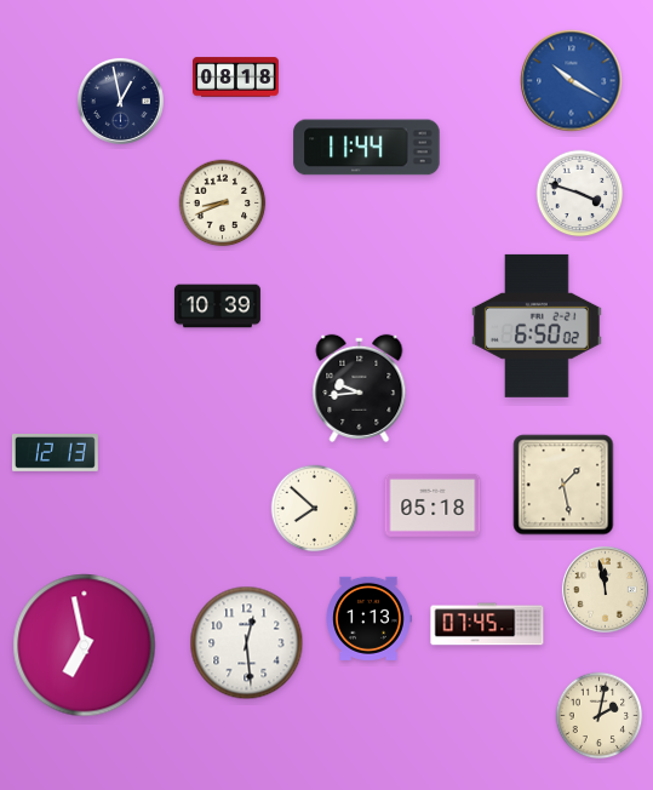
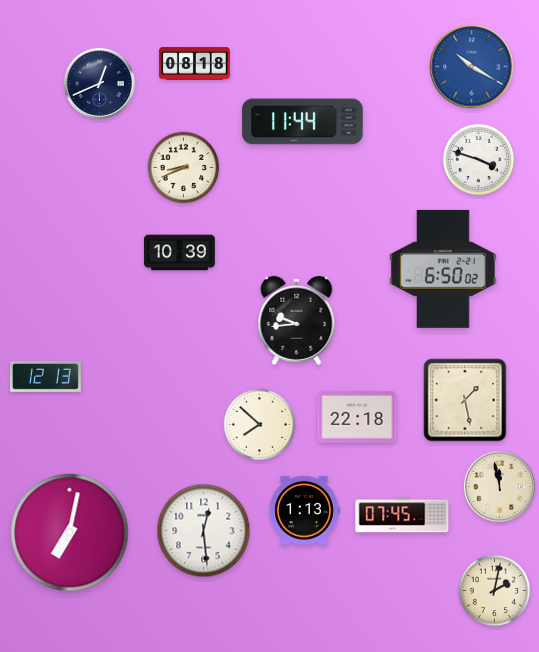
clock at (120, 101): 12:58 -> 12:41
clock at (55, 453) position: (55, 453) -> (45, 377)
clock at (433, 505): 05:18 -> 22:18
clock at (315, 509) position: (315, 509) -> (260, 425)
clock at (85, 646): 6:58 -> 7:02
